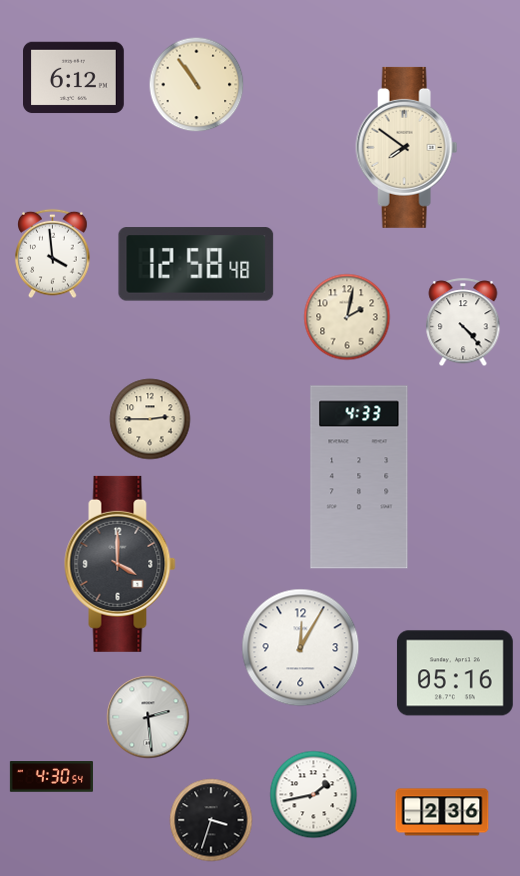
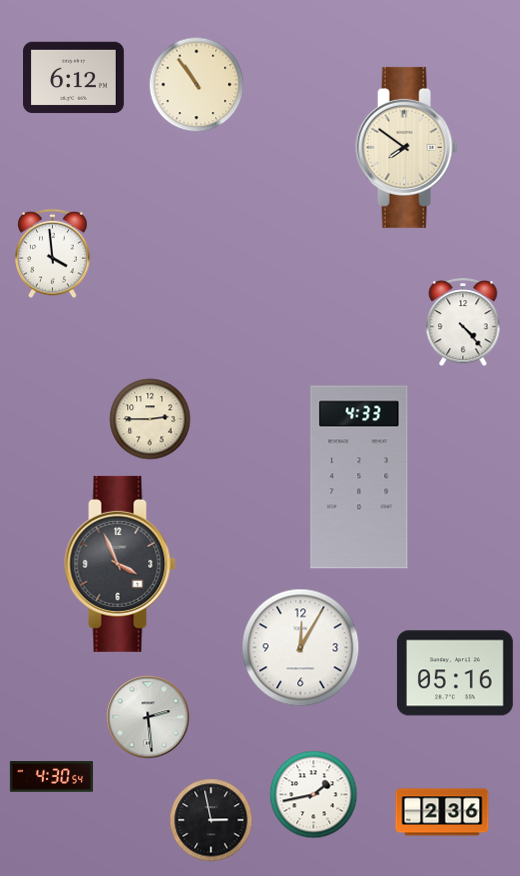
clock at (196, 264): 12:58 -> none
clock at (347, 317): 2:02 -> none
clock at (120, 564): 4:00 -> 3:56
clock at (211, 820): 3:33 -> 2:58
